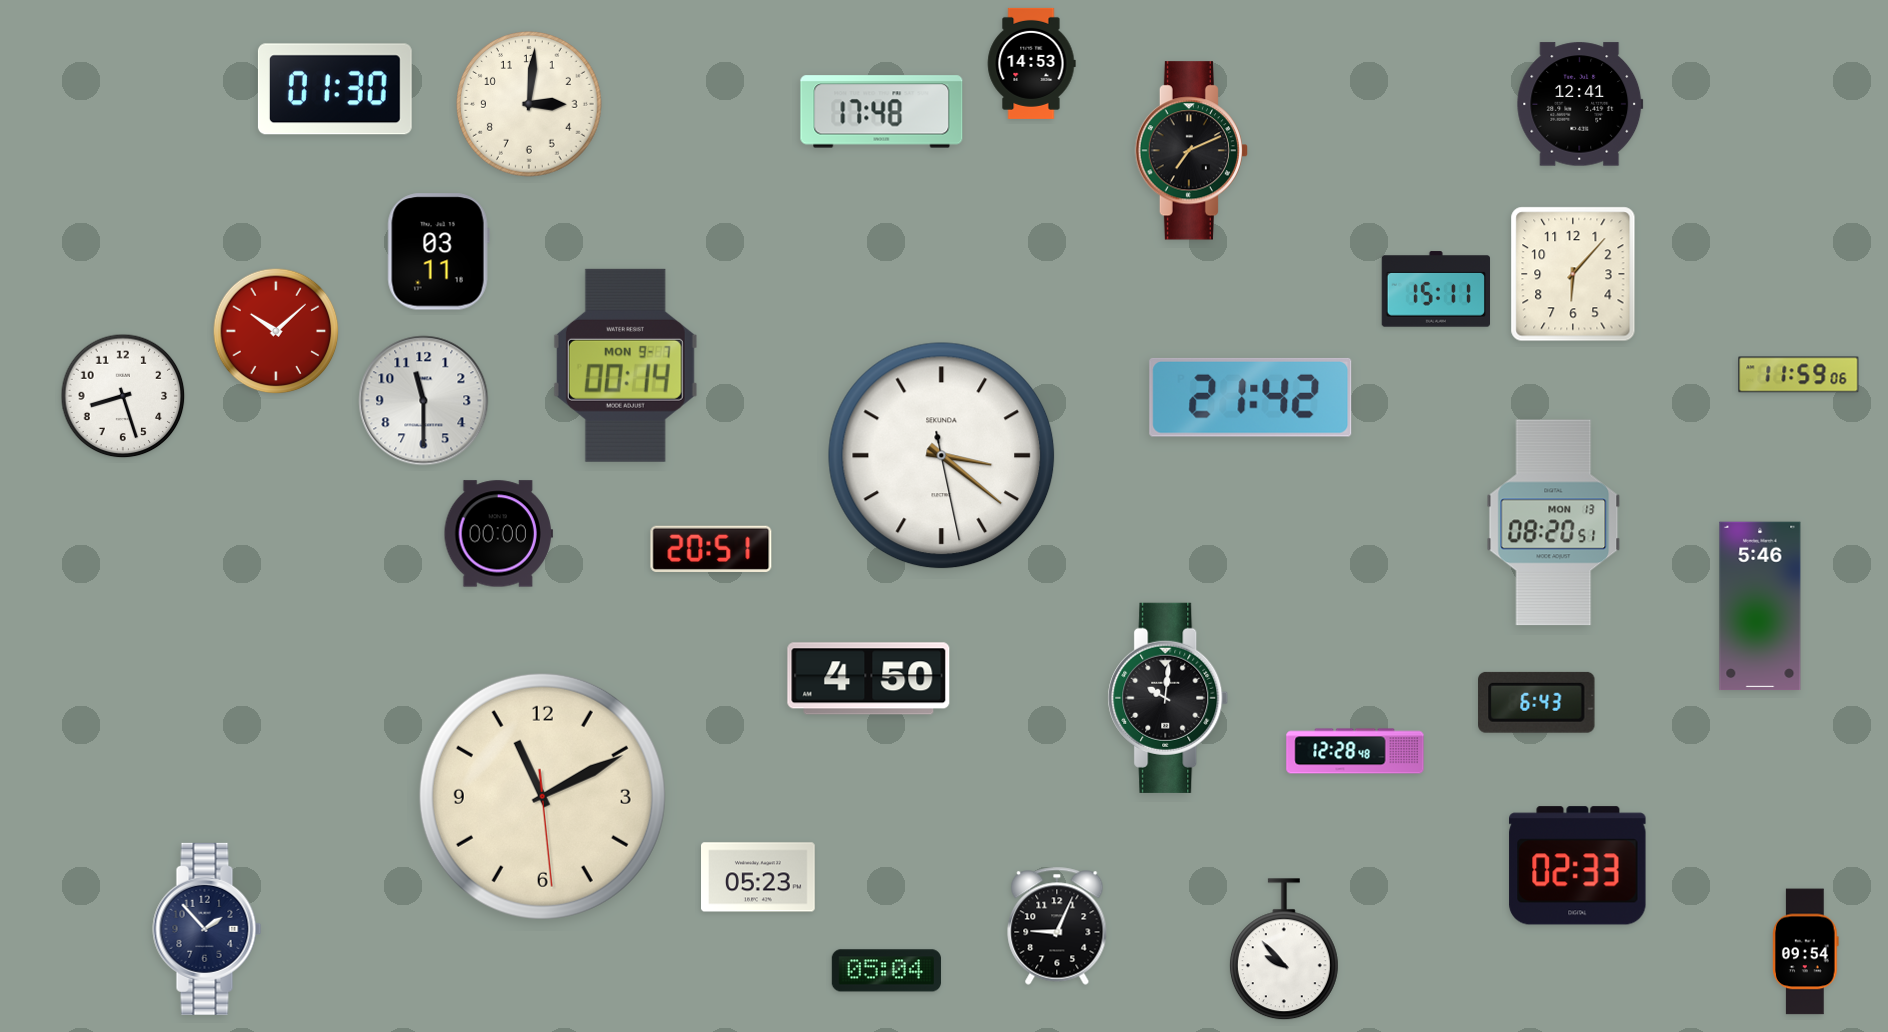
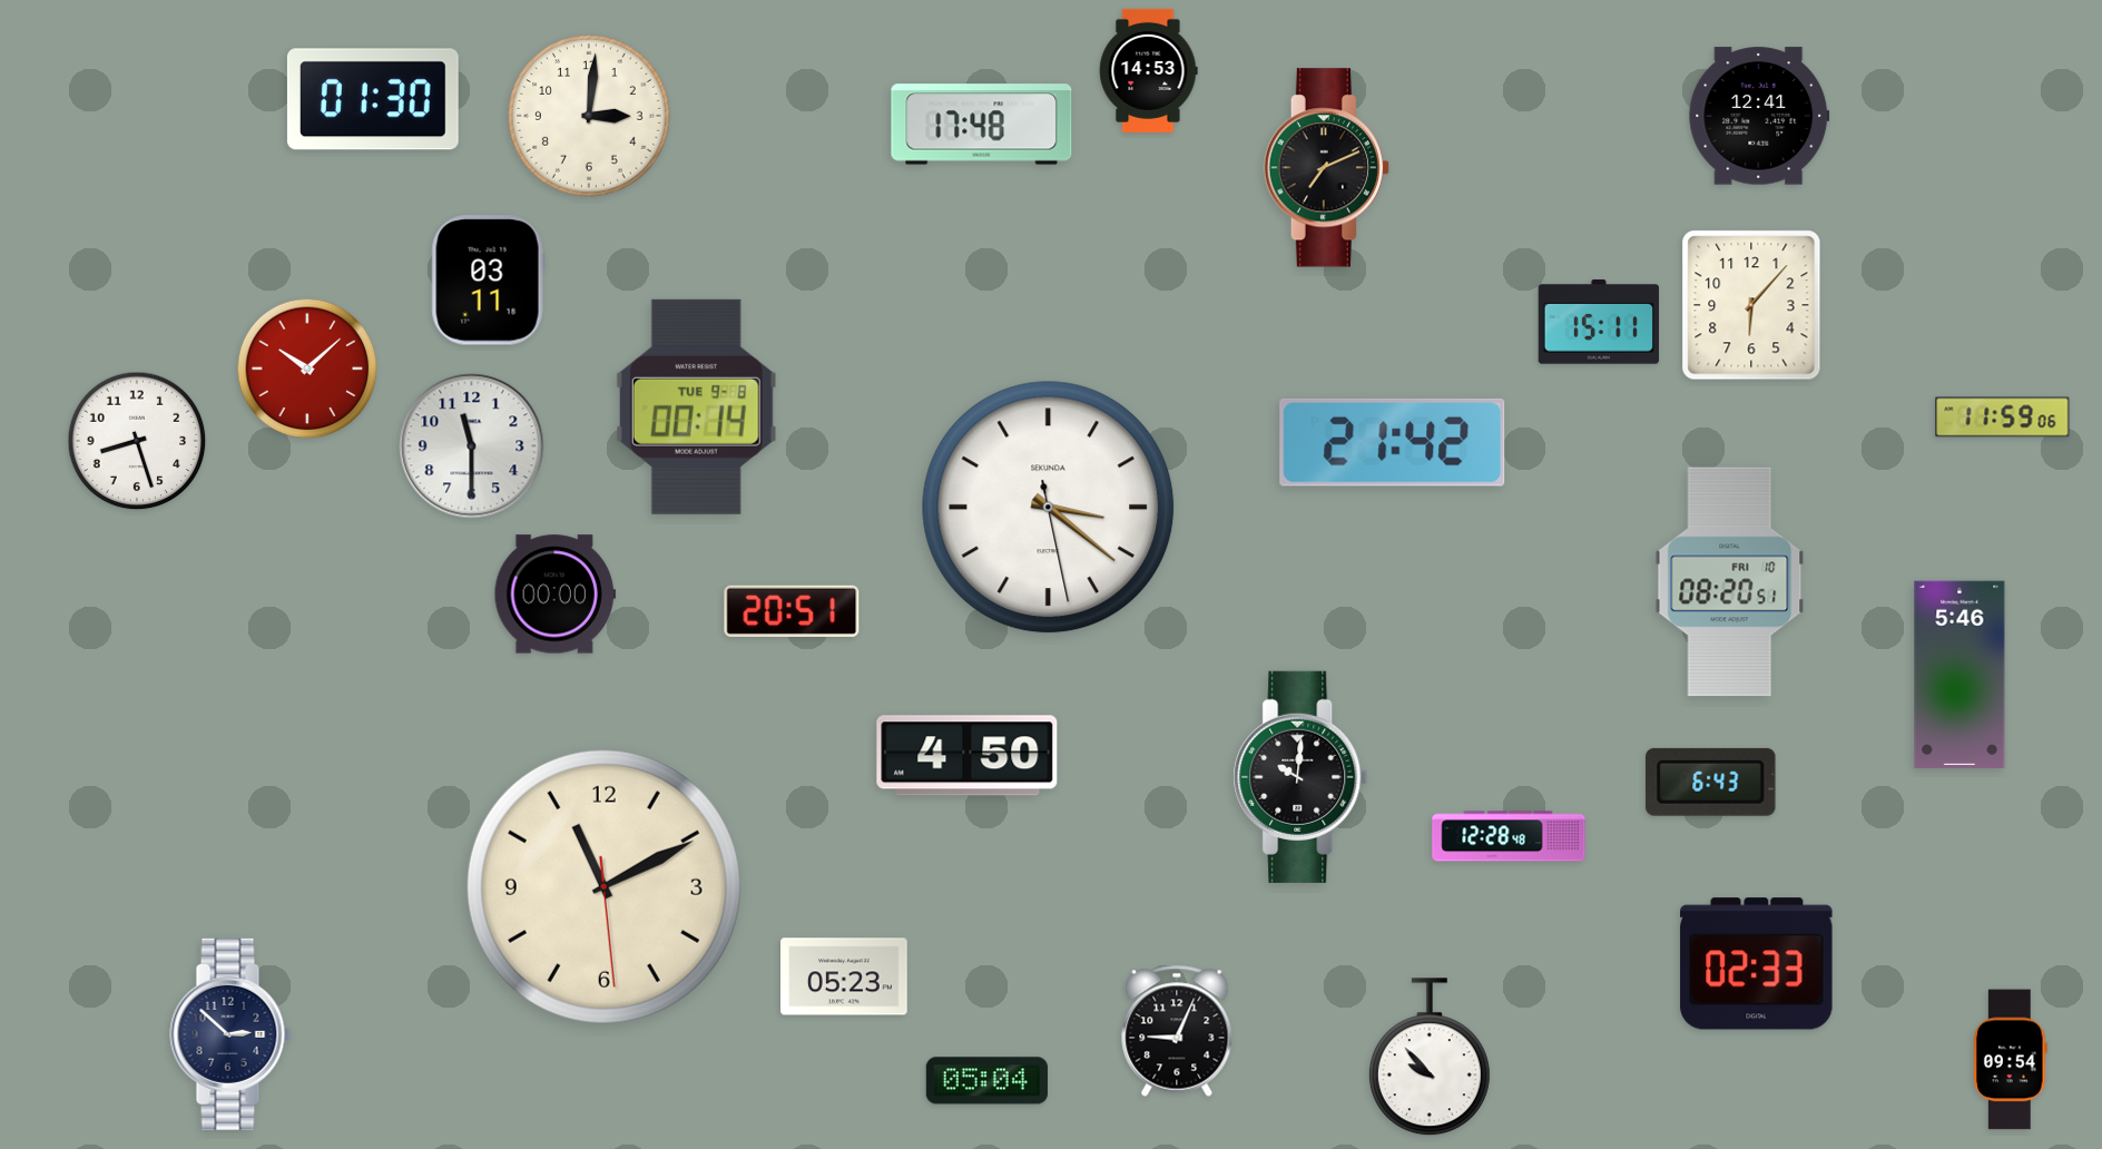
clock at (625, 365) date: MON 9-7 -> TUE 9-8
clock at (1554, 523) date: MON 13 -> FRI 10
clock at (207, 929): 1:53 -> 2:52
